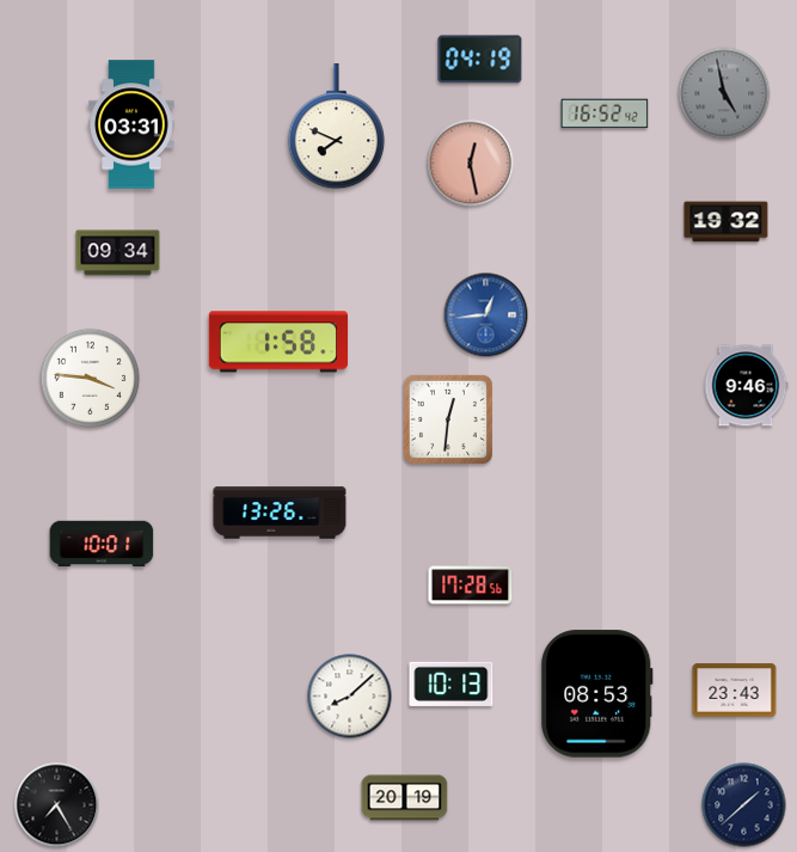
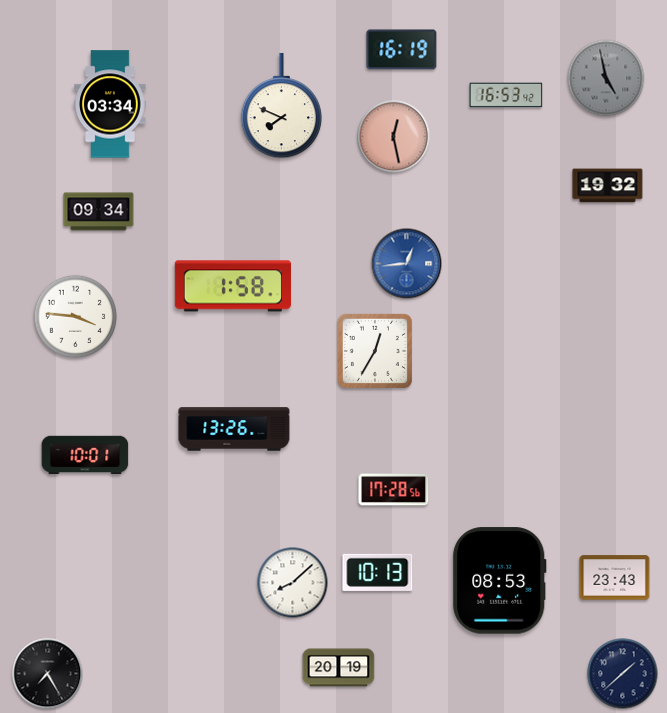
clock at (480, 60): 04:19 -> 16:19
clock at (605, 114): 16:52 -> 16:53
clock at (131, 124): 03:31 -> 03:34
clock at (746, 386): 9:46 -> none
clock at (448, 419): 12:31 -> 12:35
